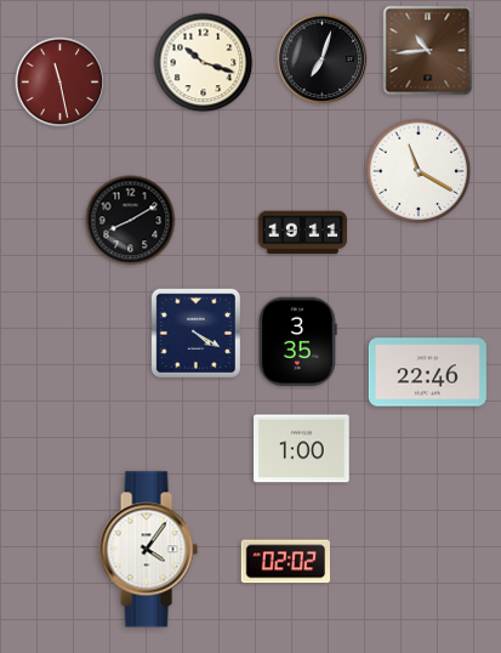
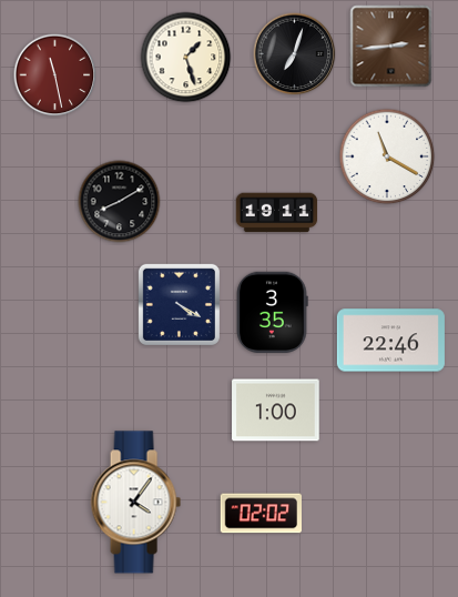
clock at (428, 51): 10:44 -> 2:44
clock at (204, 63): 10:18 -> 1:27
clock at (419, 171) position: (419, 171) -> (387, 156)
